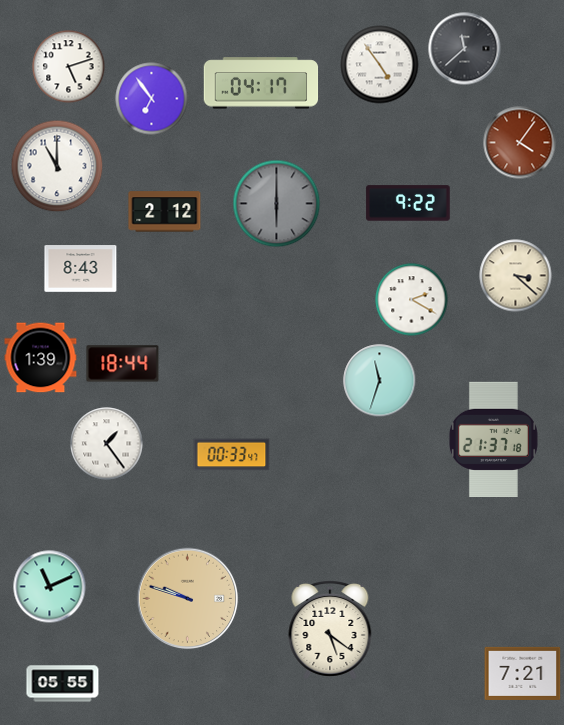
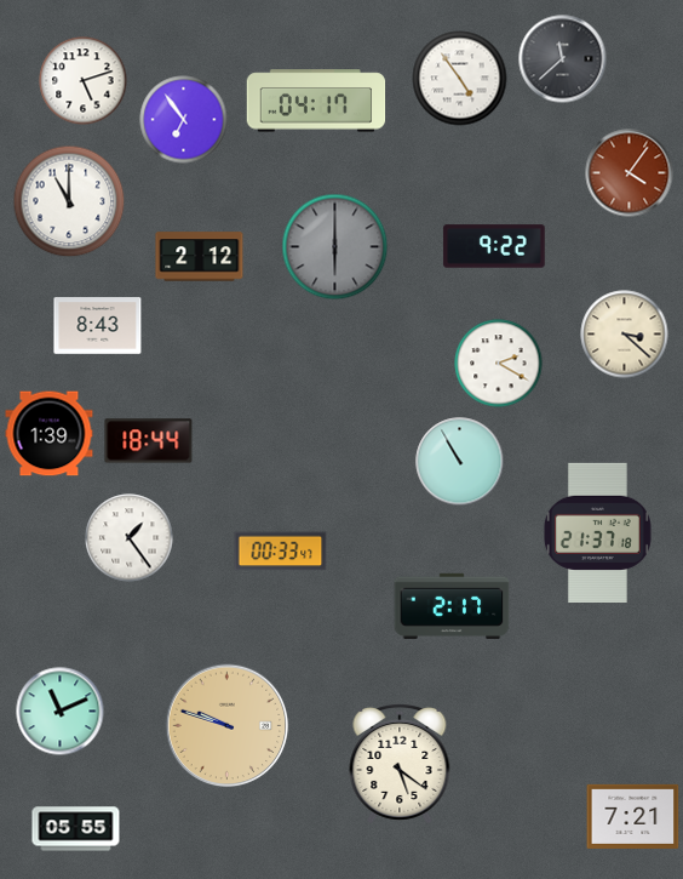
clock at (380, 381): 11:33 -> 10:55
clock at (452, 605): none -> 2:17
